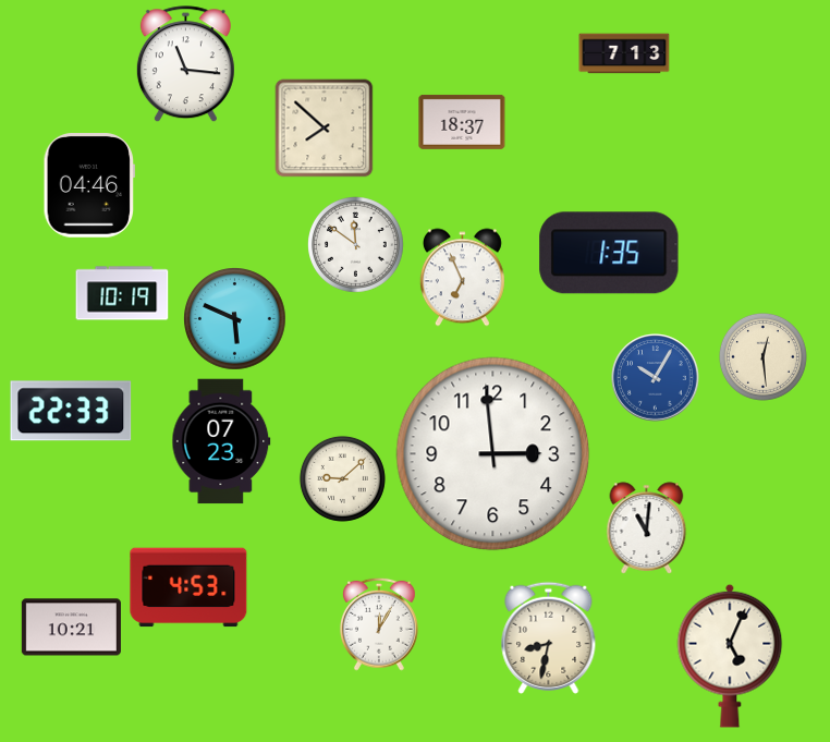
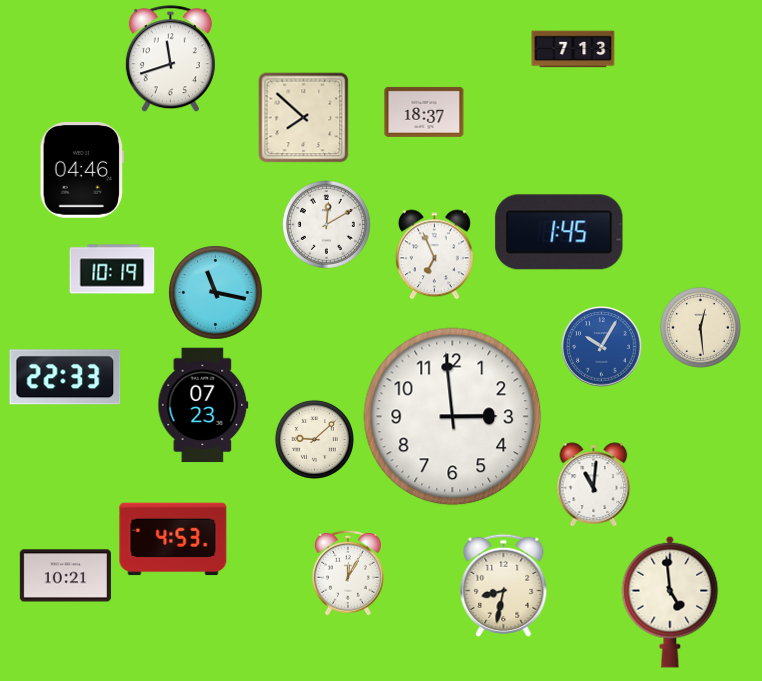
clock at (185, 64): 11:16 -> 11:42
clock at (325, 129) position: (325, 129) -> (304, 118)
clock at (356, 245): 11:51 -> 12:10
clock at (609, 253): 1:35 -> 1:45
clock at (462, 278) position: (462, 278) -> (434, 255)
clock at (235, 319): 5:49 -> 11:17
clock at (730, 656): 5:04 -> 4:59
